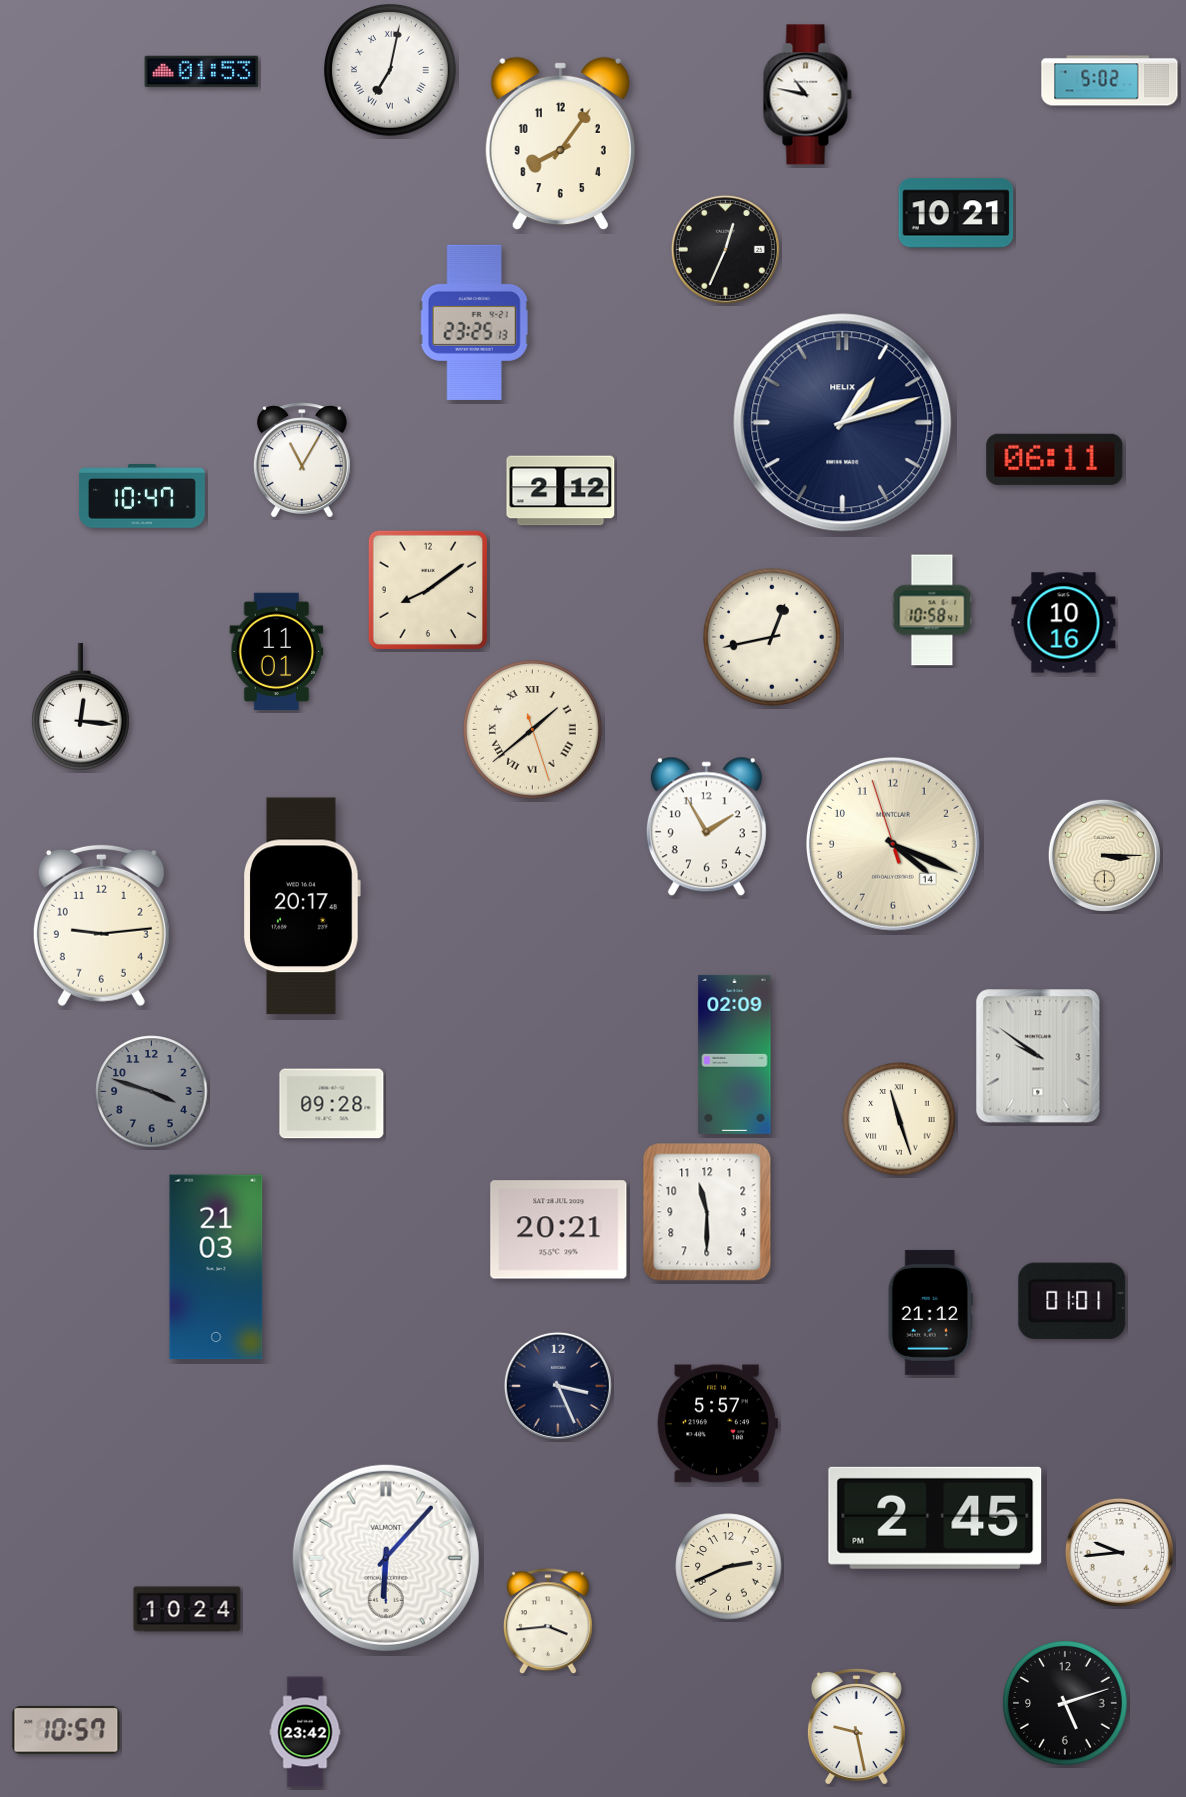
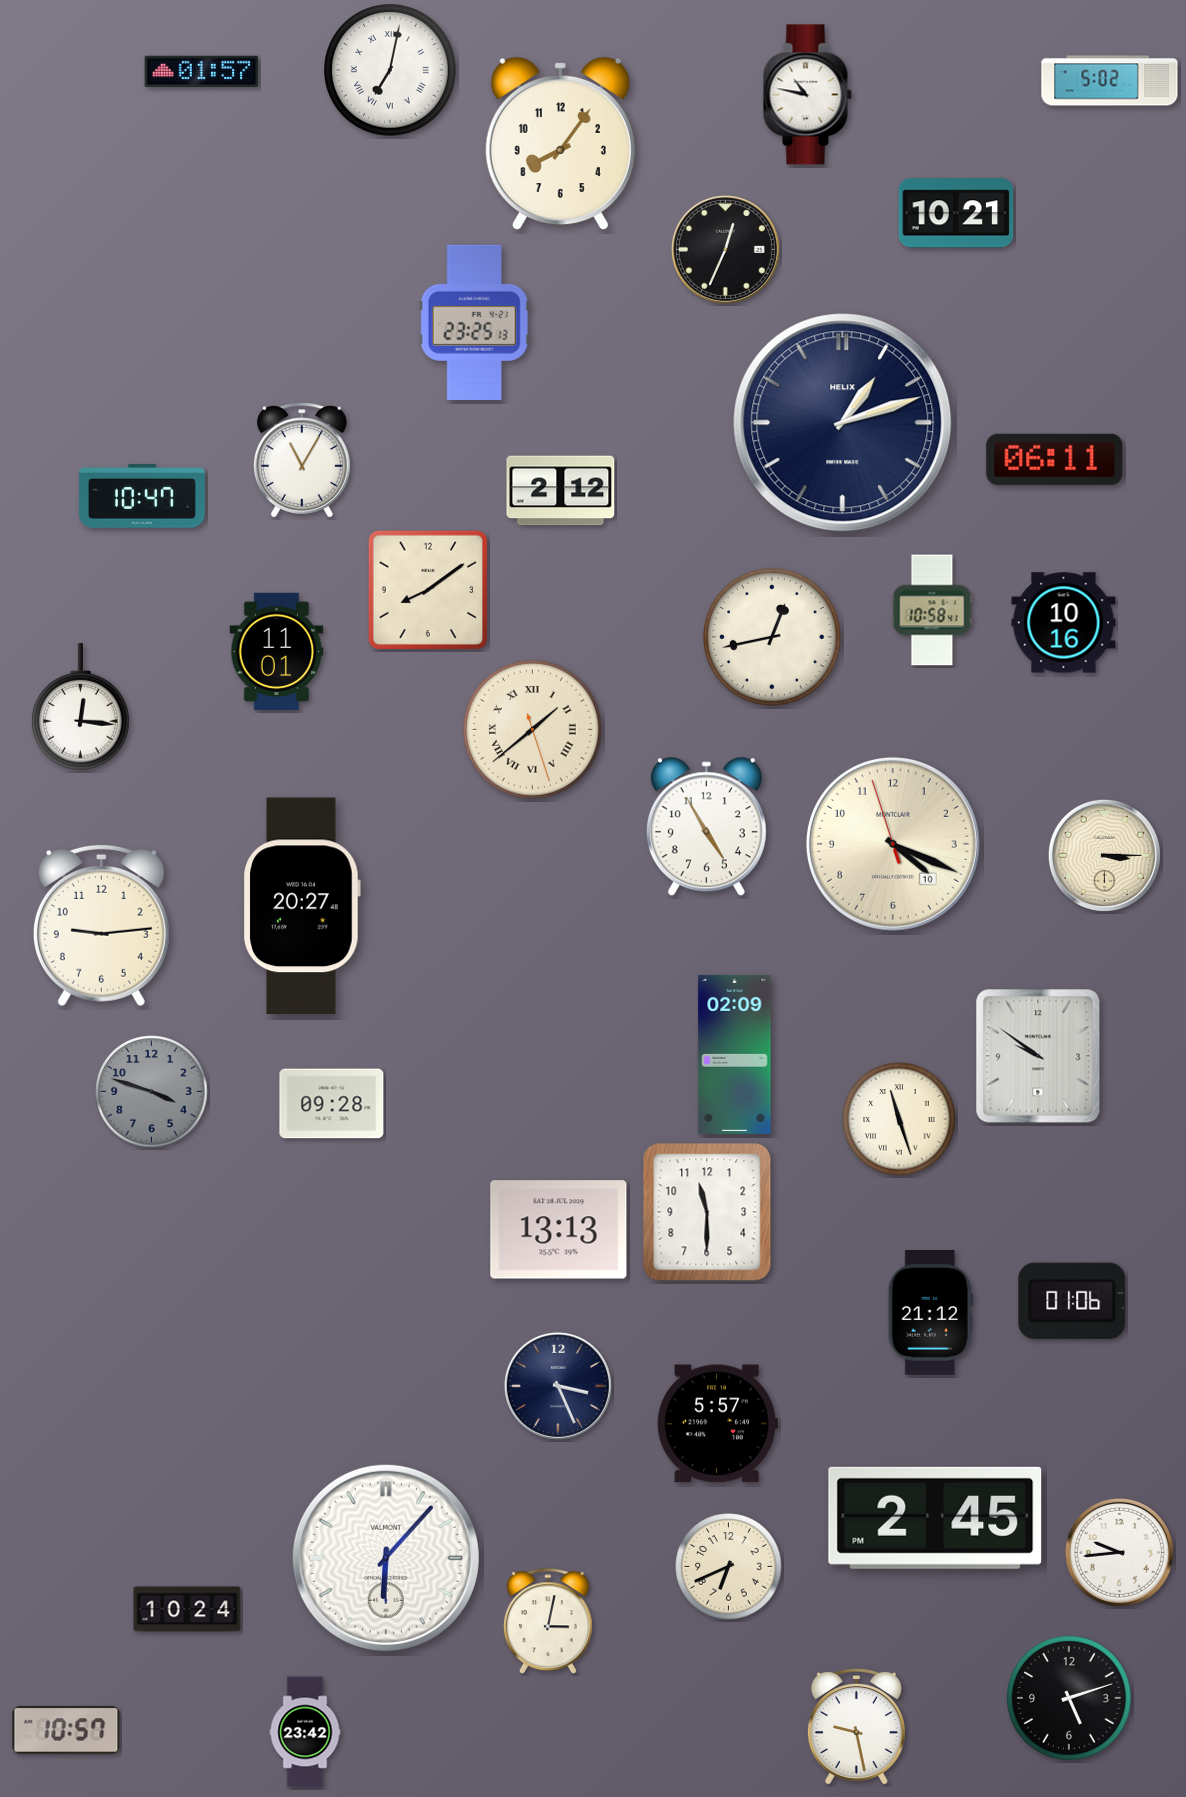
clock at (202, 72): 01:53 -> 01:57
clock at (706, 827): 1:55 -> 4:55
clock at (893, 844) date: 14 -> 10
clock at (302, 906): 20:17 -> 20:27
clock at (559, 1230): 20:21 -> 13:13
clock at (216, 1267): 21:03 -> none
clock at (1072, 1301): 01:01 -> 01:06
clock at (729, 1567): 2:41 -> 6:41
clock at (548, 1622): 3:44 -> 3:02
clock at (1065, 1703) position: (1065, 1703) -> (1069, 1698)
